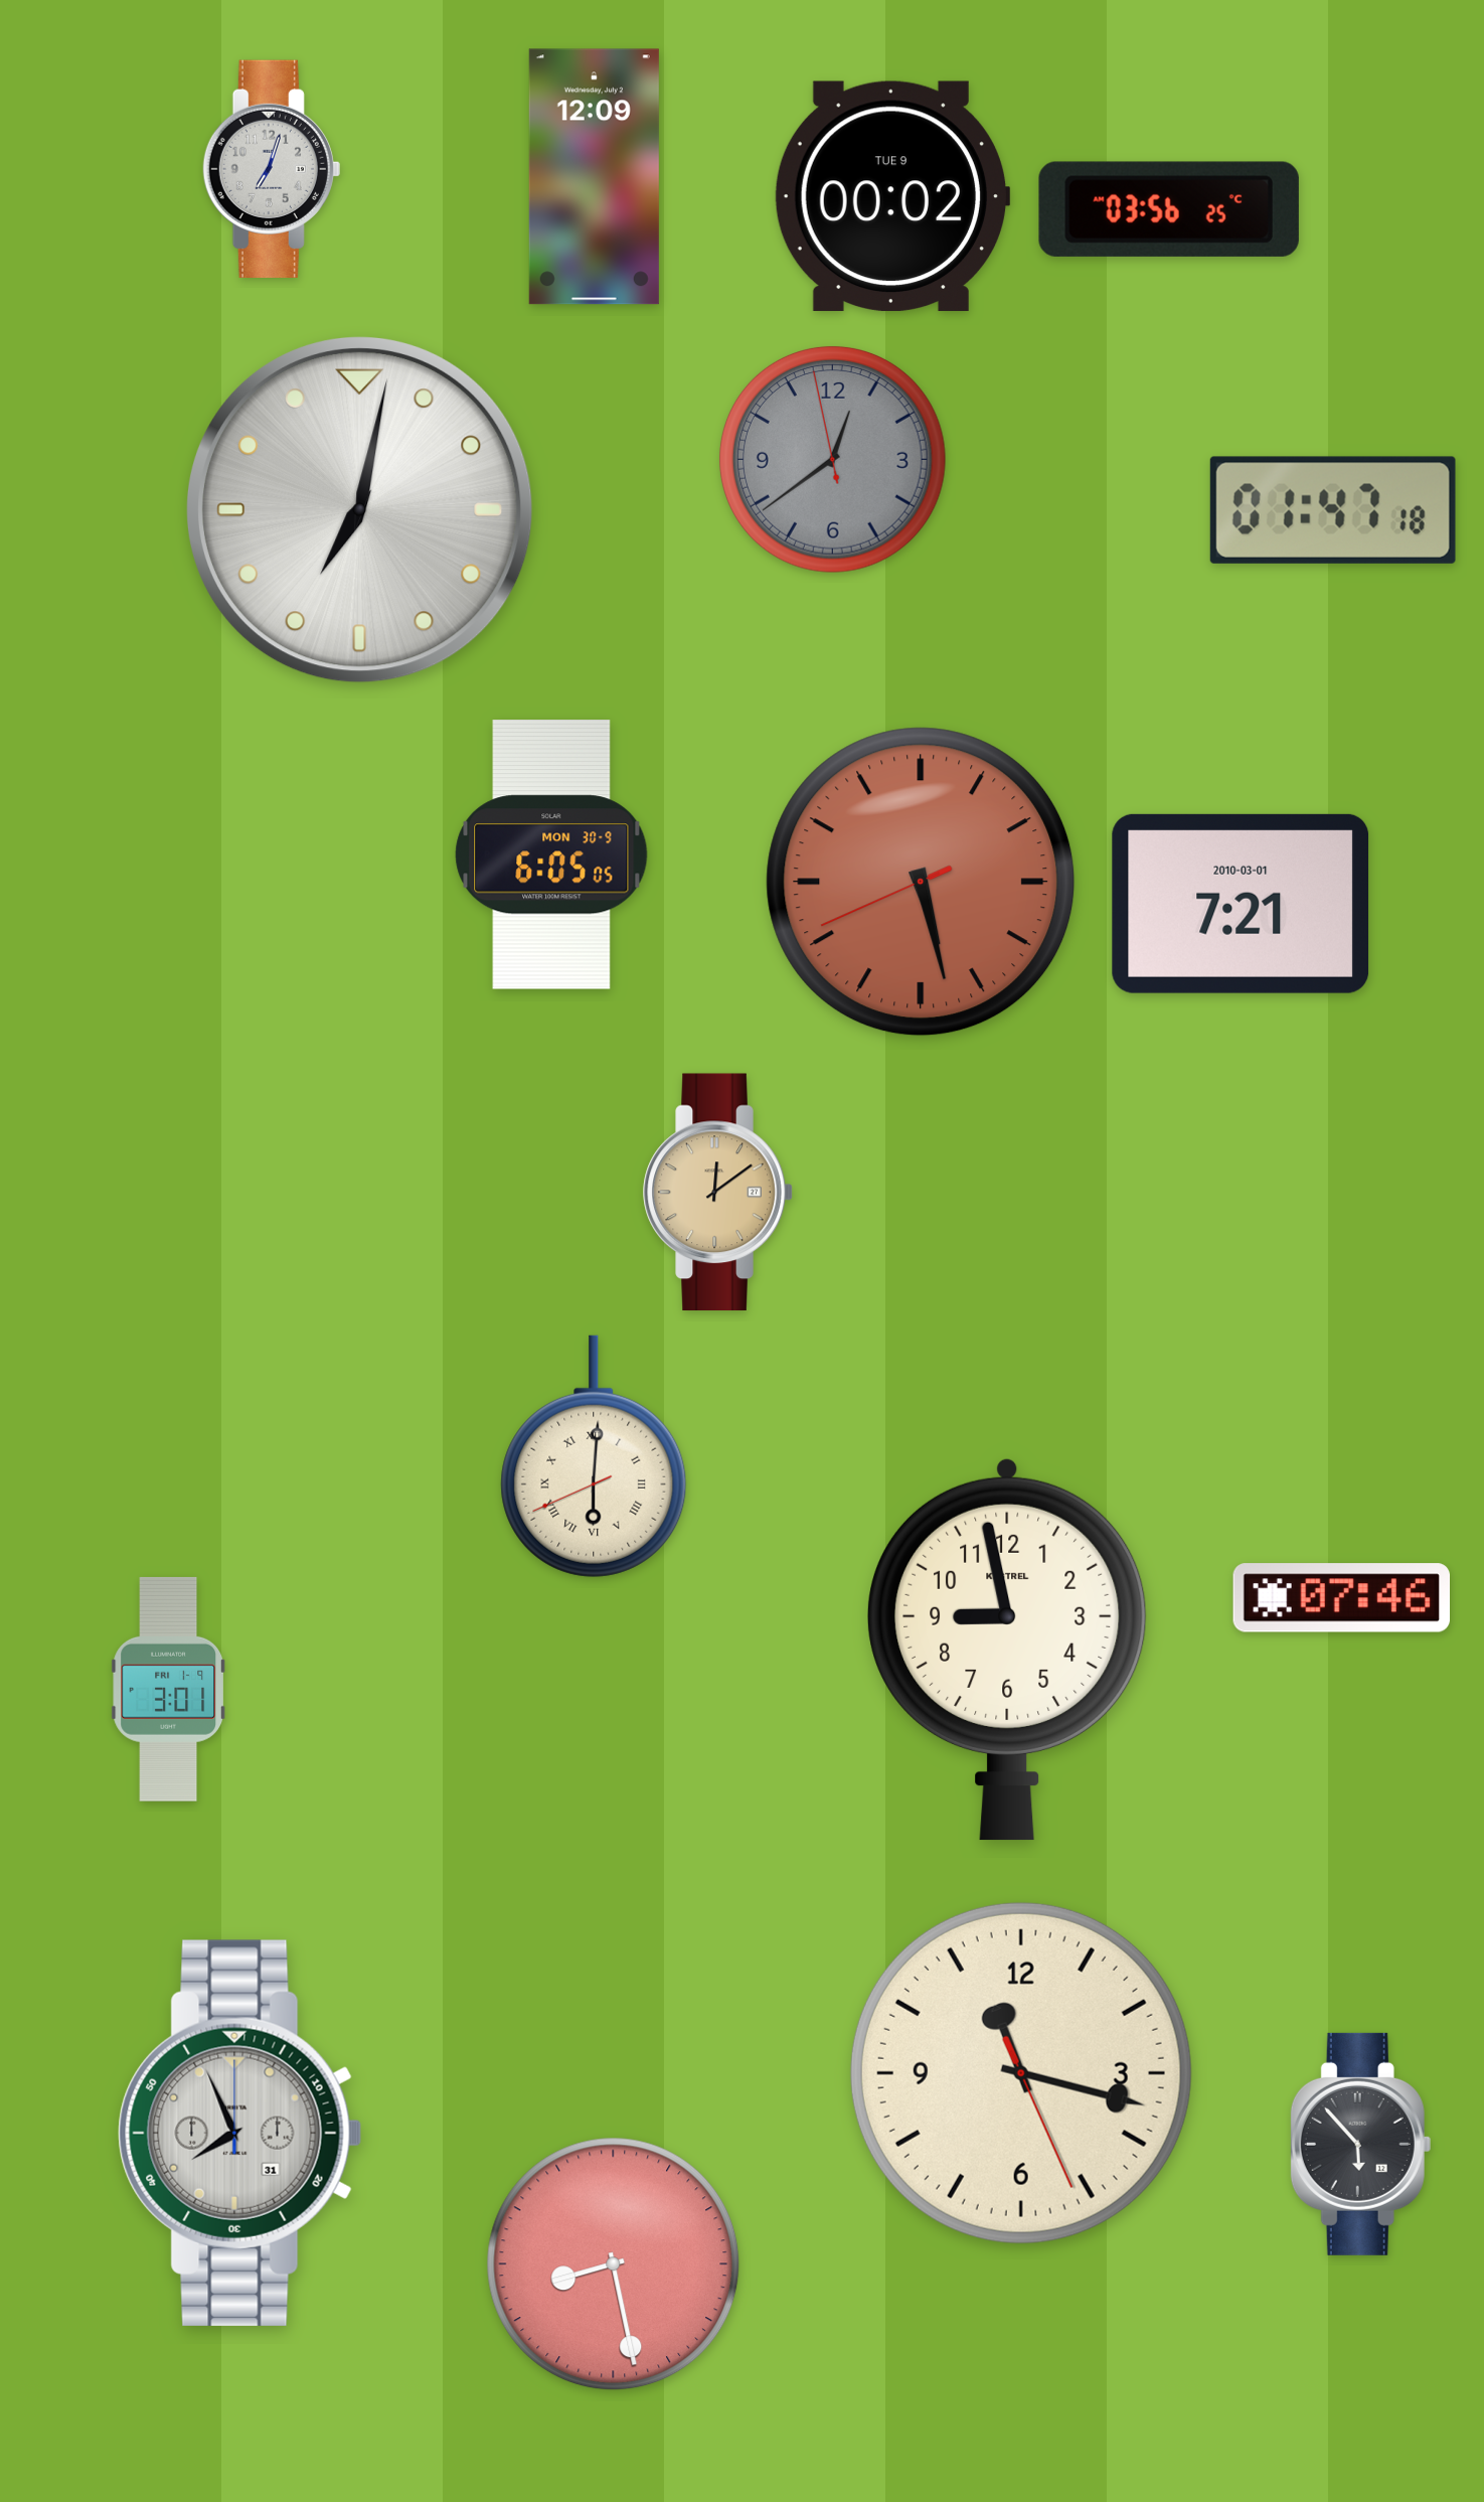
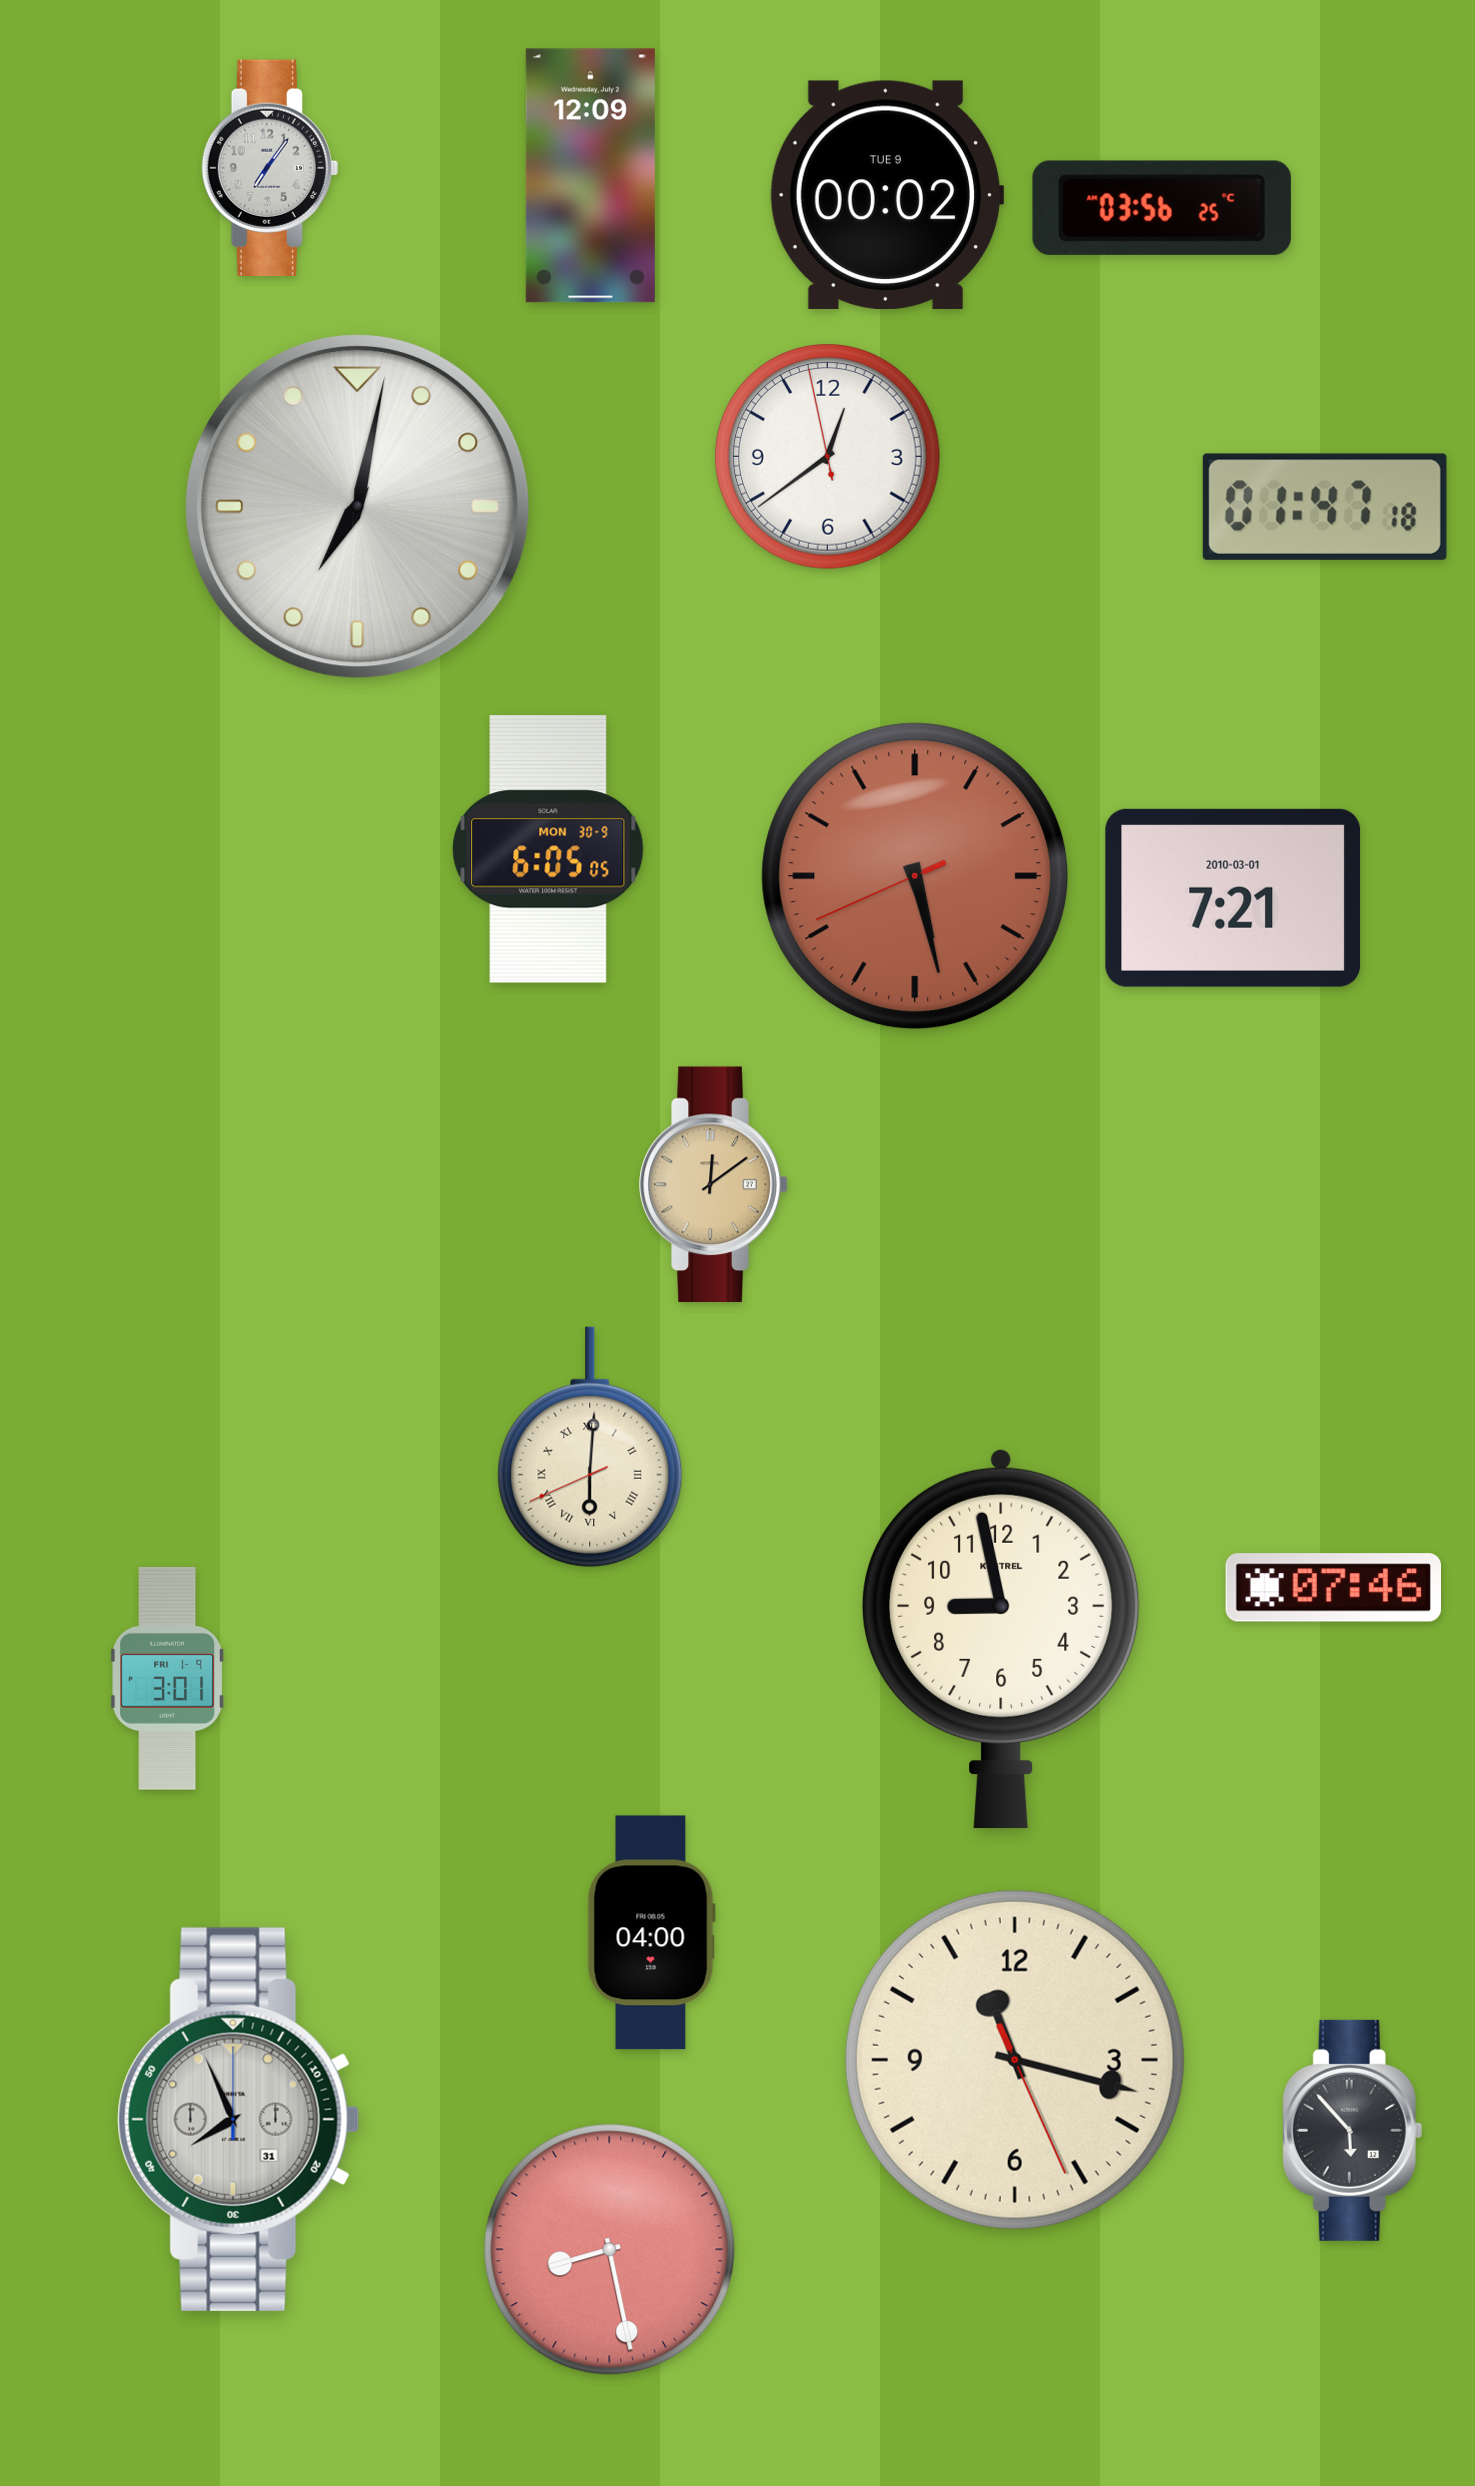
clock at (272, 169): 7:03 -> 7:06
clock at (832, 459) dial: grey -> white
clock at (651, 1933): none -> 04:00
